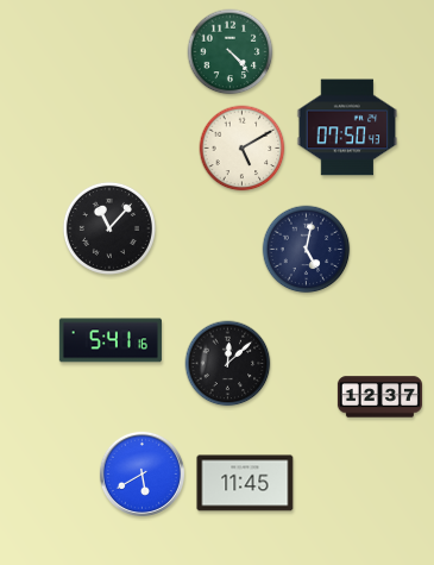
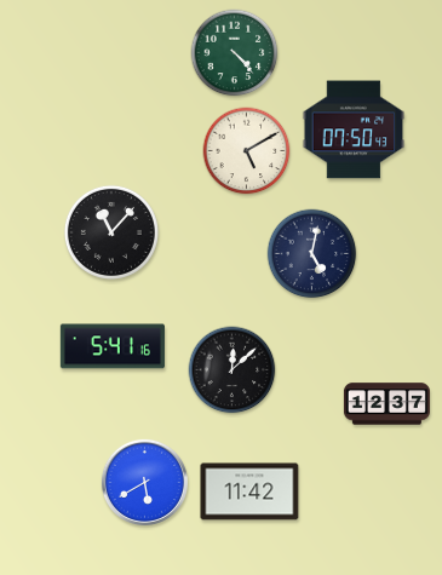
clock at (245, 483): 11:45 -> 11:42
